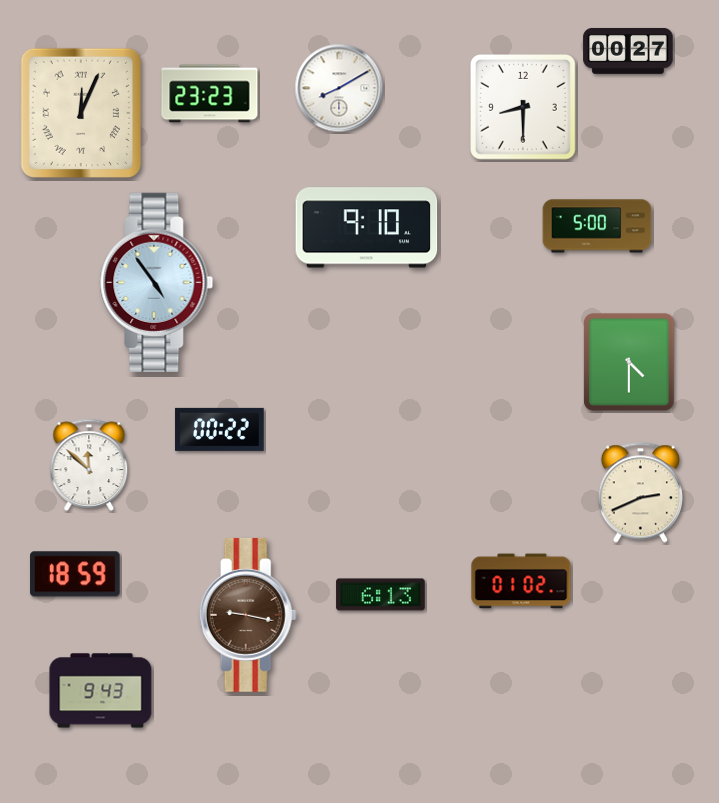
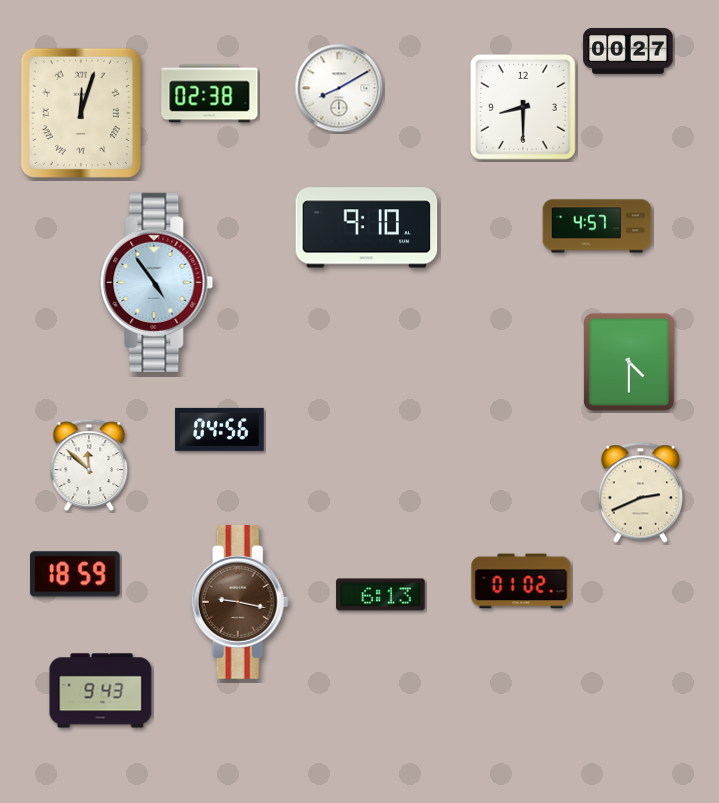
clock at (210, 94): 23:23 -> 02:38
clock at (81, 113): 12:04 -> 12:03
clock at (597, 226): 5:00 -> 4:57
clock at (220, 429): 00:22 -> 04:56
clock at (248, 615) position: (248, 615) -> (240, 602)
